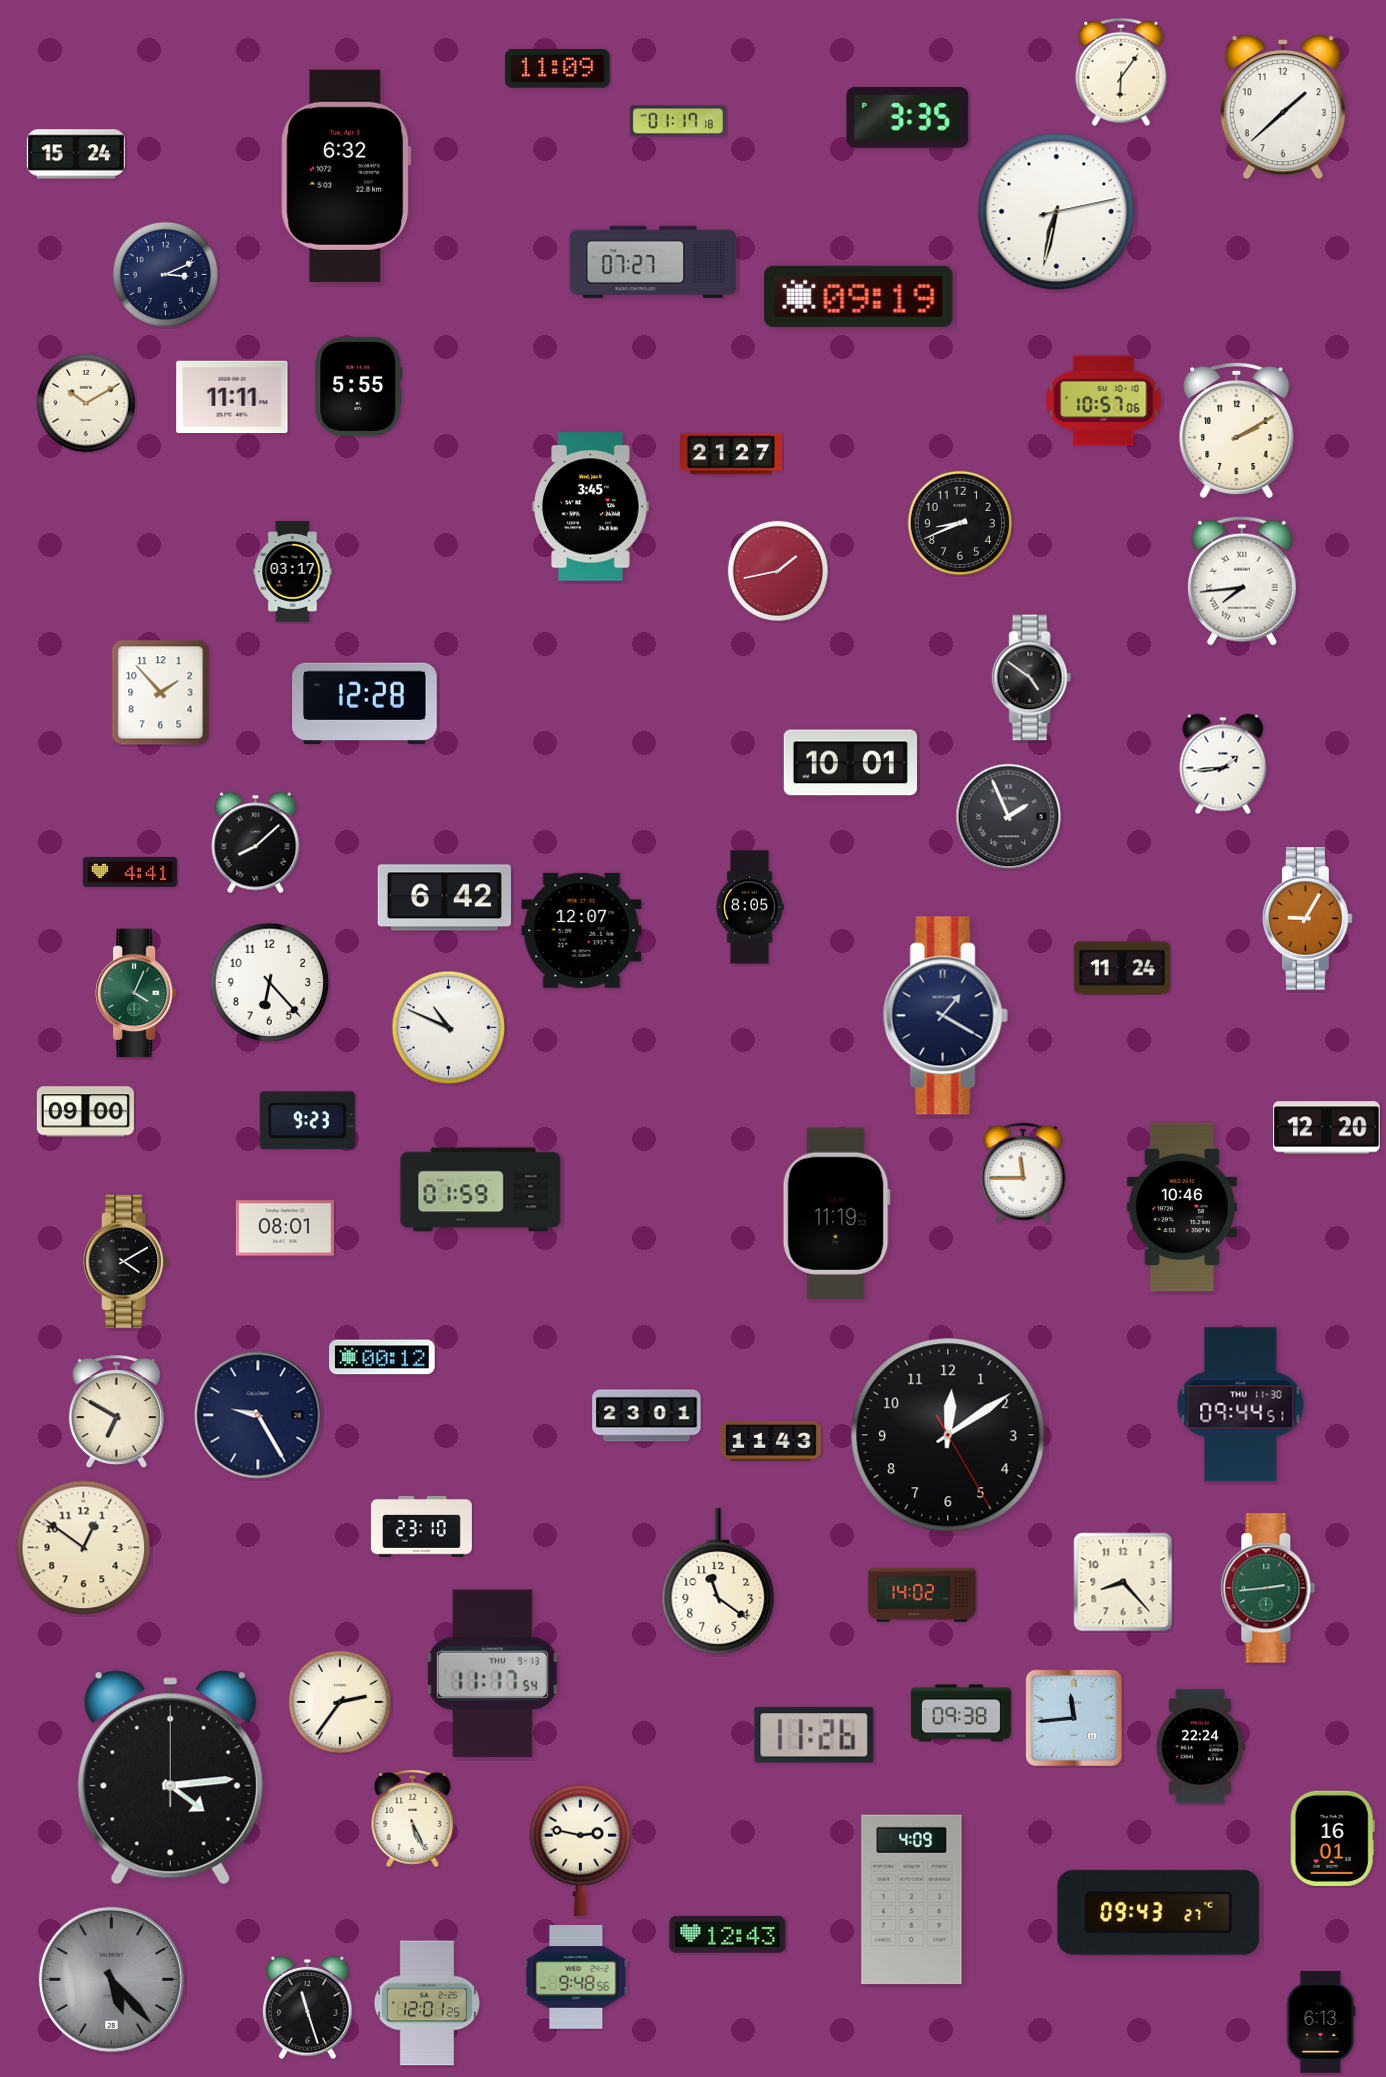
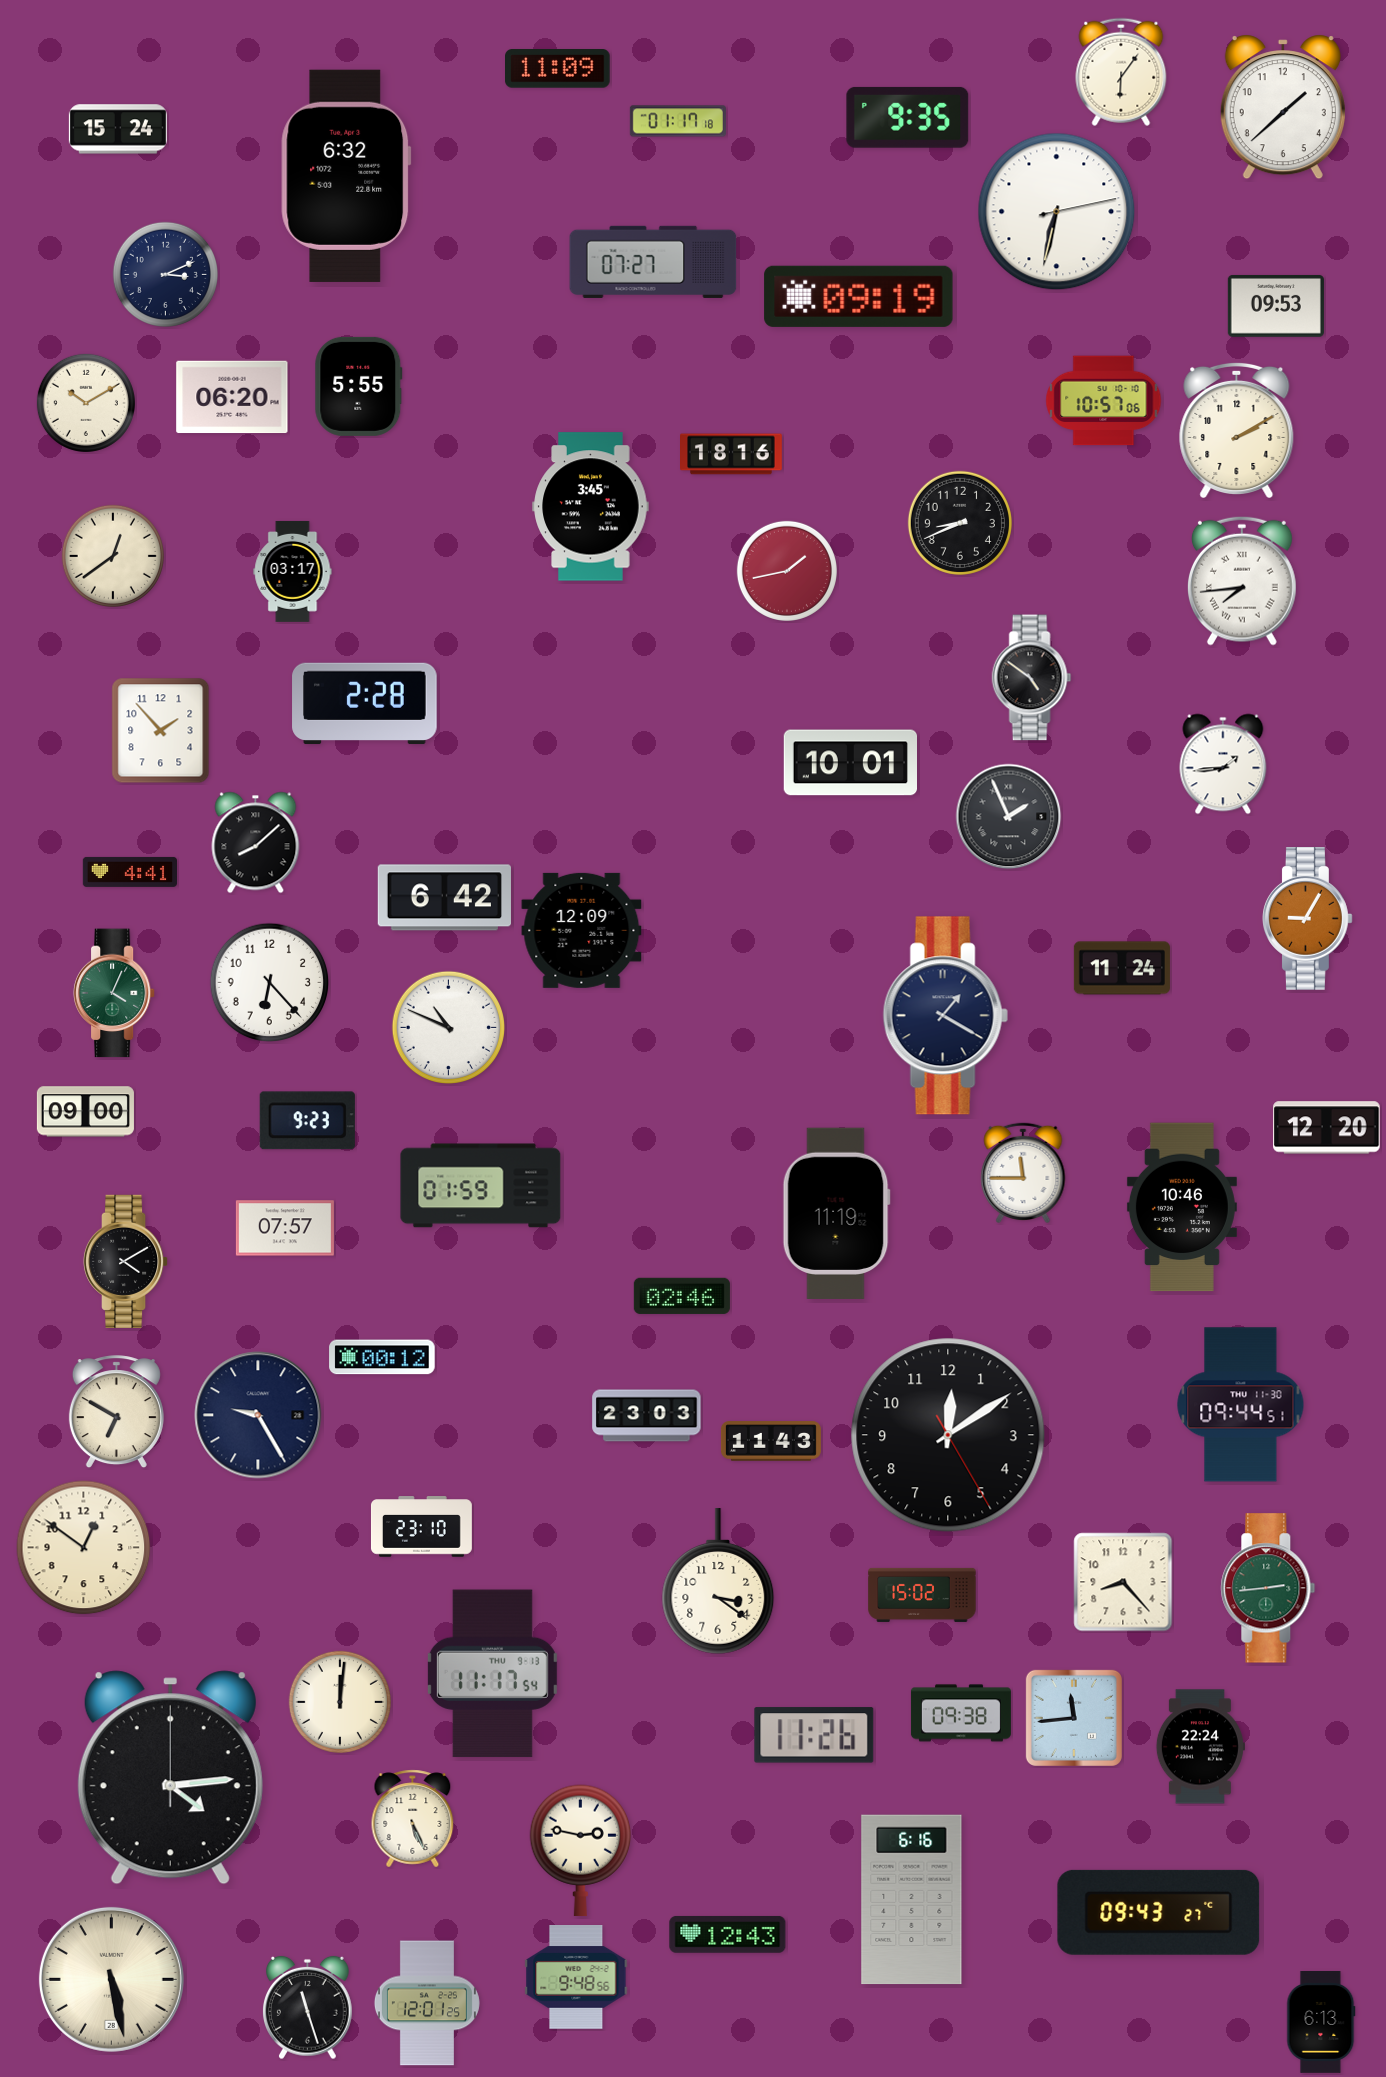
clock at (908, 117): 3:35 -> 9:35
clock at (76, 154) position: (76, 154) -> (118, 129)
clock at (1276, 306): none -> 09:53
clock at (232, 397): 11:11 -> 06:20
clock at (732, 454): 21:27 -> 18:16
clock at (113, 556): none -> 12:39
clock at (778, 571) position: (778, 571) -> (787, 571)
clock at (161, 693) position: (161, 693) -> (161, 731)
clock at (365, 704): 12:28 -> 2:28
clock at (750, 907): 8:05 -> none
clock at (582, 930): 12:07 -> 12:09
clock at (136, 993) position: (136, 993) -> (114, 993)
clock at (481, 1190) position: (481, 1190) -> (481, 1186)
clock at (285, 1228): 08:01 -> 07:57
clock at (682, 1296): none -> 02:46
clock at (647, 1416): 23:01 -> 23:03
clock at (718, 1581): 11:21 -> 3:21
clock at (922, 1595): 14:02 -> 15:02
clock at (340, 1702): 2:36 -> 12:01
clock at (1332, 1838): 16:01 -> none
clock at (912, 1900): 4:09 -> 6:16
clock at (111, 1979): 5:23 -> 5:28
clock at (111, 1979) dial: grey -> cream
